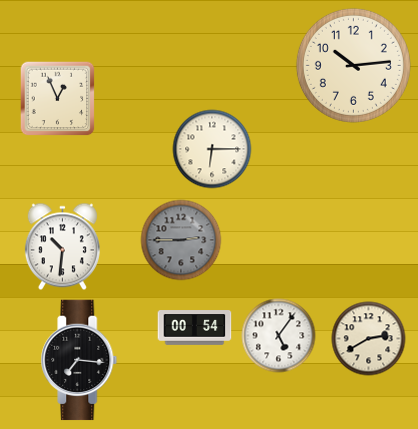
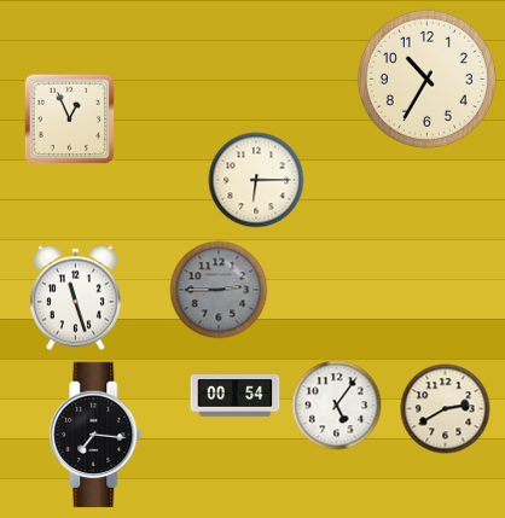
clock at (353, 65): 10:14 -> 10:35
clock at (62, 247): 10:31 -> 11:27
